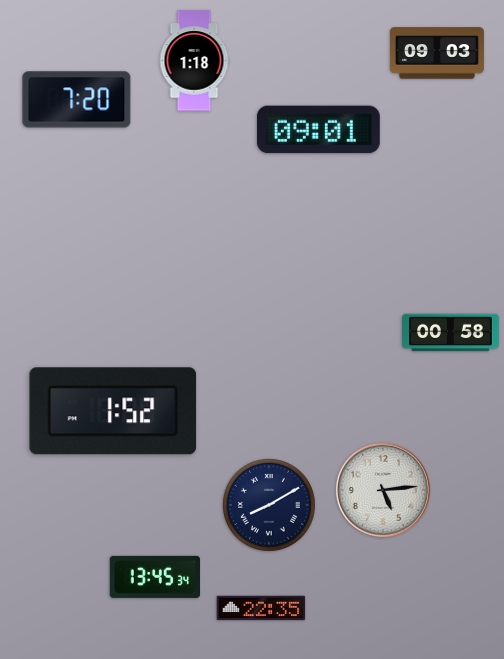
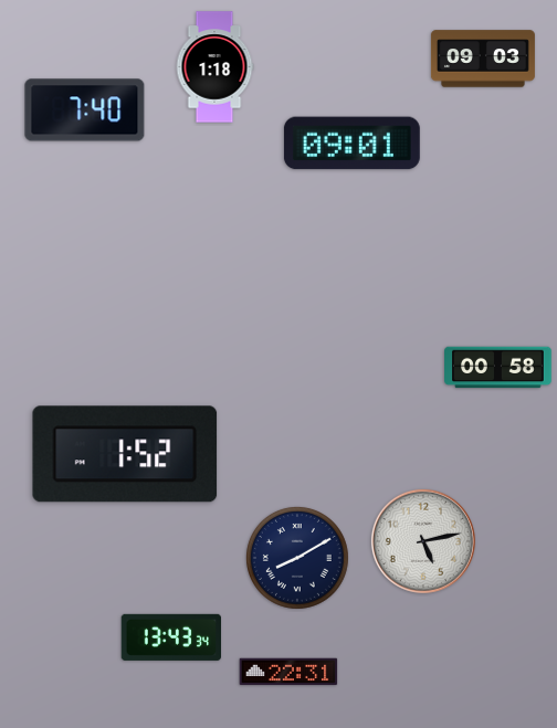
clock at (77, 100): 7:20 -> 7:40
clock at (383, 490): 5:14 -> 5:13
clock at (154, 577): 13:45 -> 13:43
clock at (261, 608): 22:35 -> 22:31
